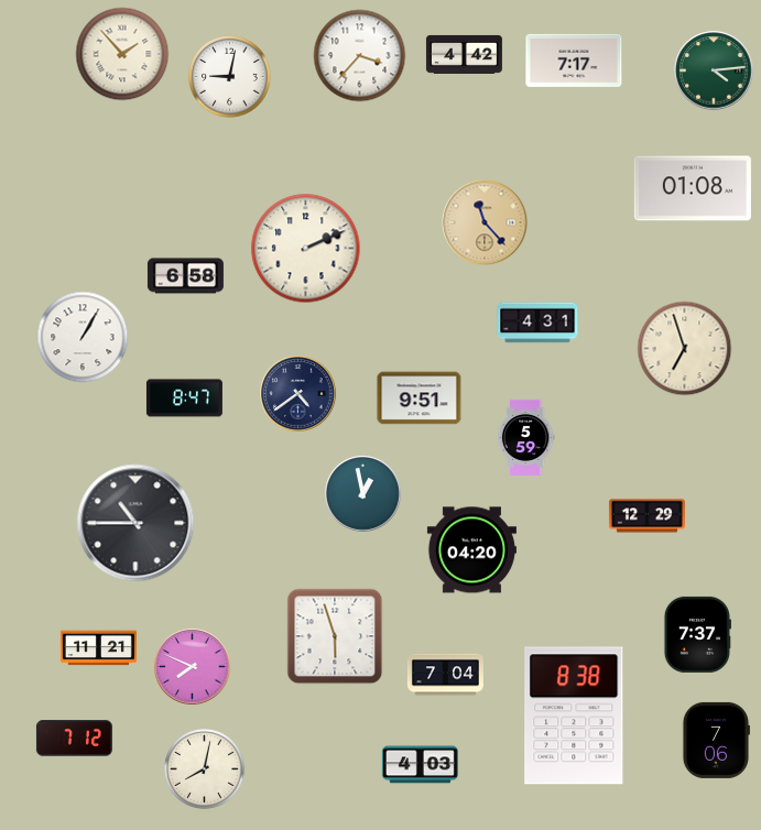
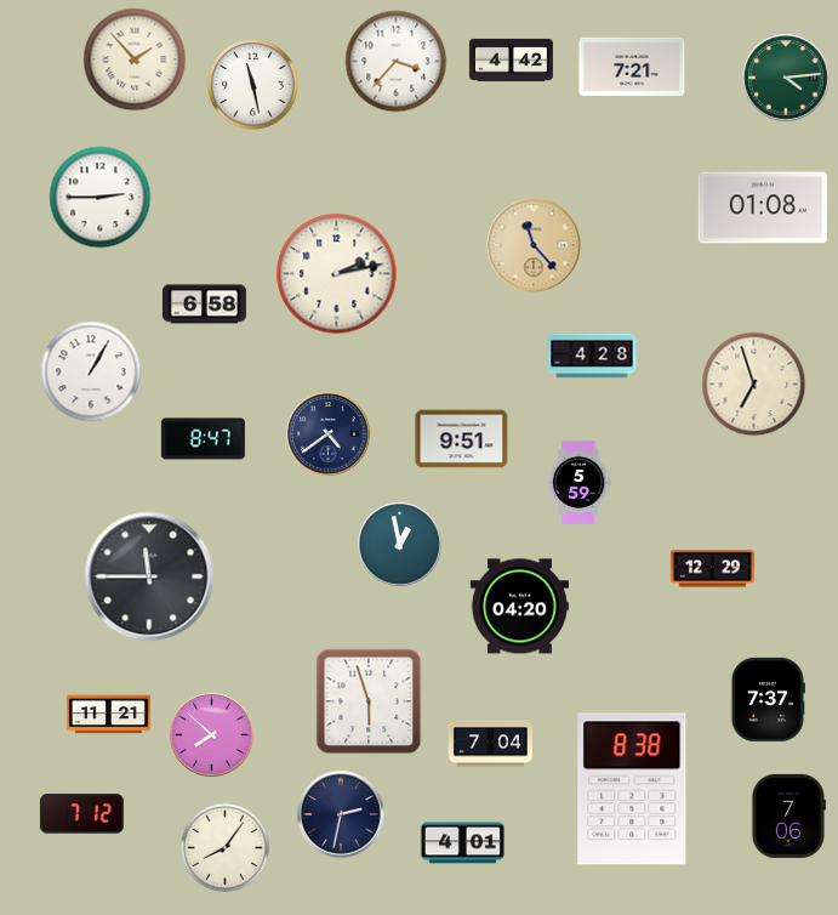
clock at (574, 61): 7:17 -> 7:21
clock at (230, 77): 9:02 -> 11:28
clock at (101, 198): none -> 2:45
clock at (306, 249): 2:11 -> 2:13
clock at (537, 323): 4:31 -> 4:28
clock at (135, 523): 10:45 -> 11:45
clock at (193, 667): 7:49 -> 7:52
clock at (341, 814): none -> 2:32
clock at (420, 765): 4:03 -> 4:01
clock at (204, 768): 8:02 -> 8:06
